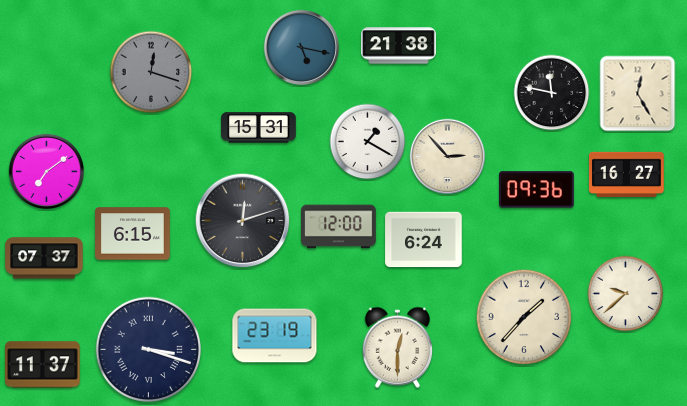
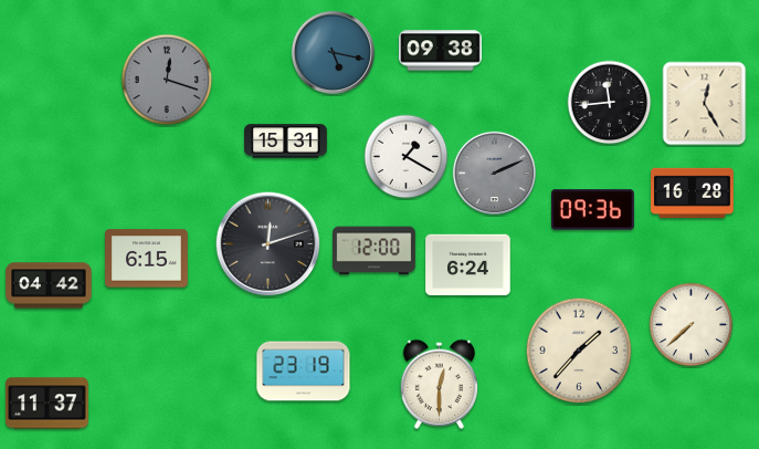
clock at (399, 46): 21:38 -> 09:38
clock at (552, 93): 11:47 -> 11:44
clock at (447, 156): 2:53 -> 2:11
clock at (447, 156) dial: cream -> grey
clock at (46, 171): 7:09 -> none
clock at (627, 174): 16:27 -> 16:28
clock at (44, 258): 07:37 -> 04:42
clock at (626, 294): 9:38 -> 7:38
clock at (148, 349): 3:18 -> none
